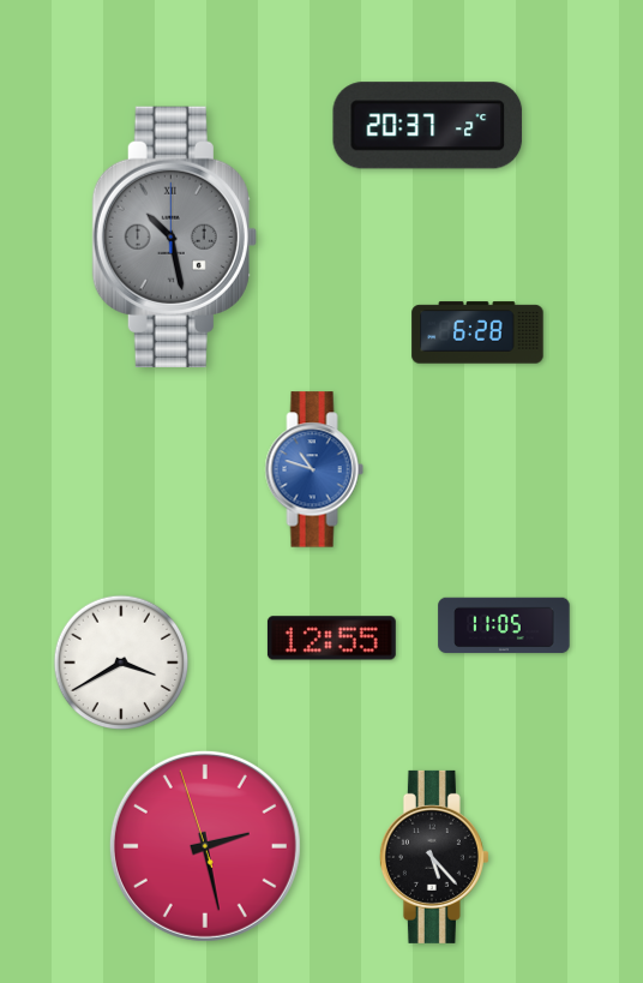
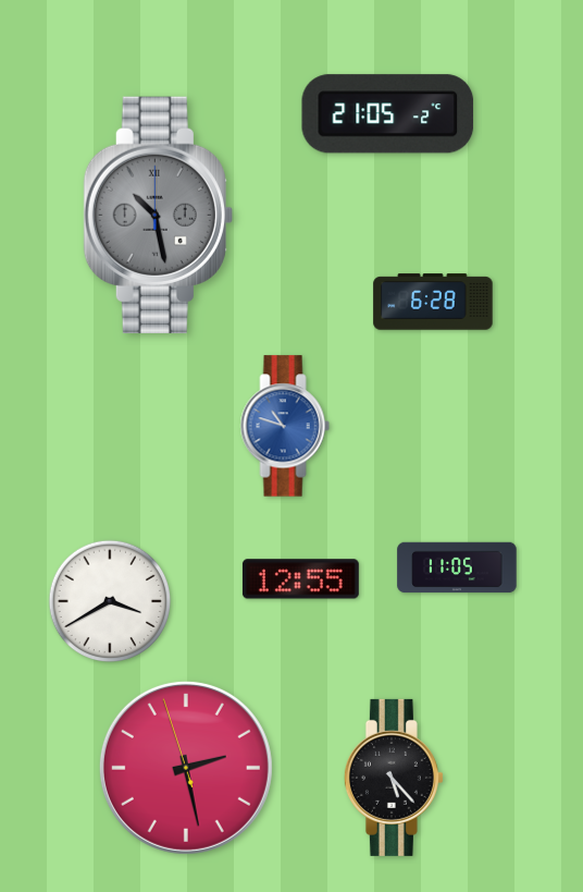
clock at (428, 126): 20:37 -> 21:05
